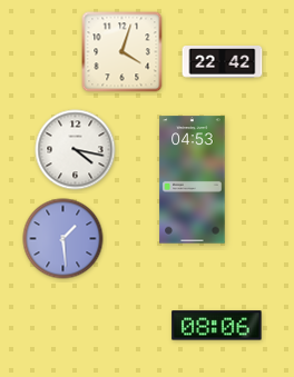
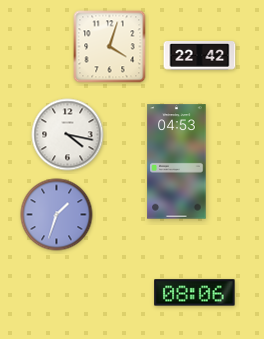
clock at (193, 180) position: (193, 180) -> (177, 162)
clock at (63, 239): 1:29 -> 1:33
